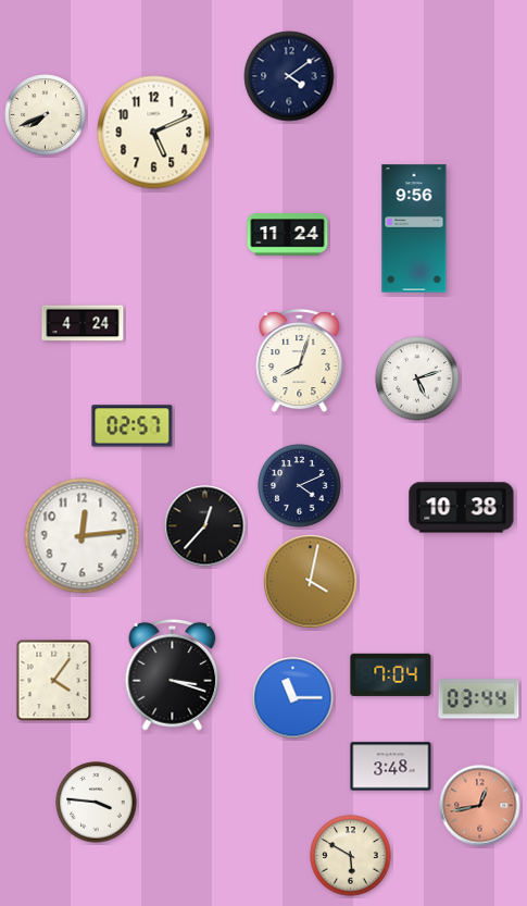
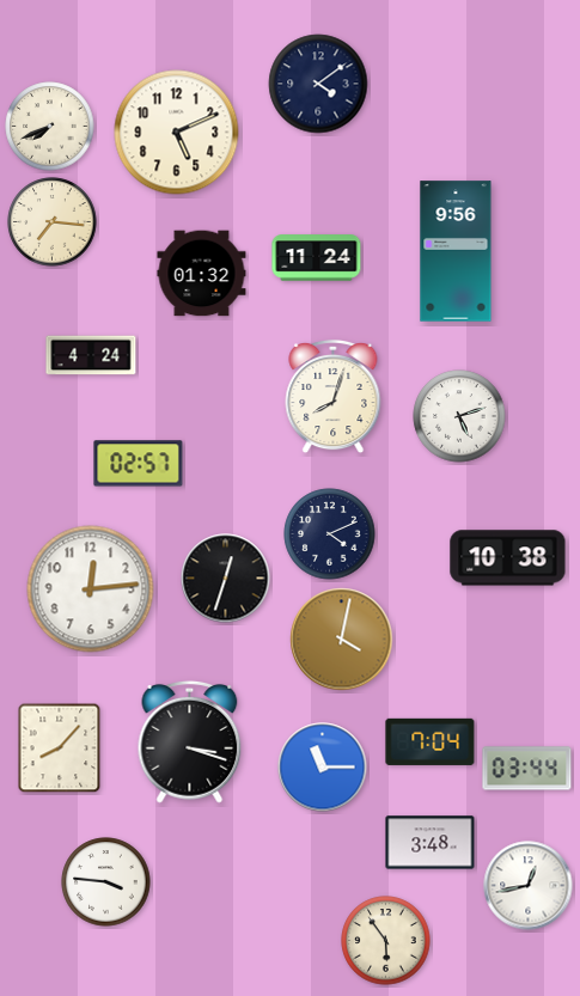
clock at (154, 133) position: (154, 133) -> (177, 133)
clock at (53, 222): none -> 7:16
clock at (202, 274): none -> 01:32
clock at (300, 361) position: (300, 361) -> (334, 397)
clock at (133, 426) position: (133, 426) -> (139, 464)
clock at (205, 526): 12:37 -> 12:33
clock at (54, 681): 4:06 -> 8:07
clock at (480, 806) dial: salmon -> white
clock at (351, 856): 5:50 -> 5:54
